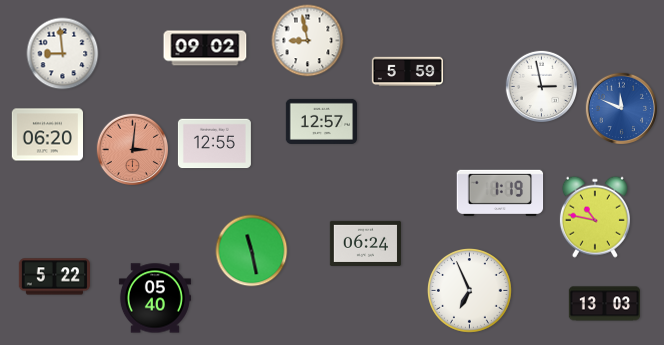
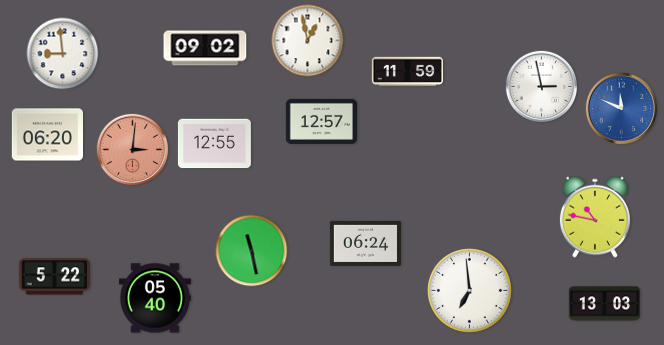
clock at (308, 41): 8:58 -> 12:58
clock at (407, 72): 5:59 -> 11:59
clock at (500, 193): 1:19 -> none
clock at (470, 291): 6:56 -> 6:59
